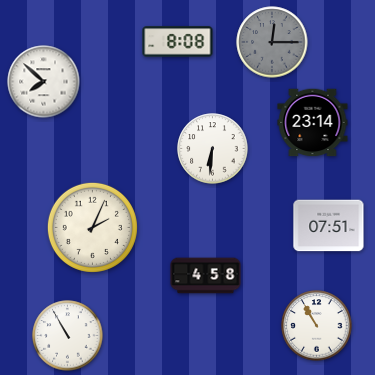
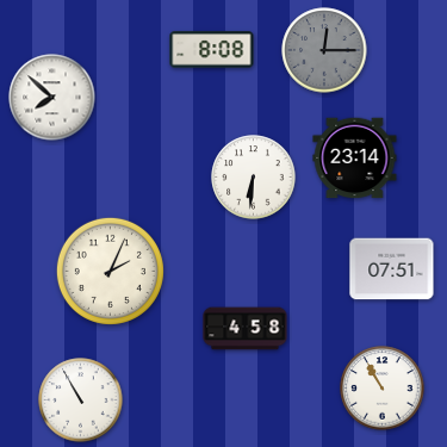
clock at (313, 123) position: (313, 123) -> (355, 159)
clock at (317, 326) position: (317, 326) -> (383, 389)
